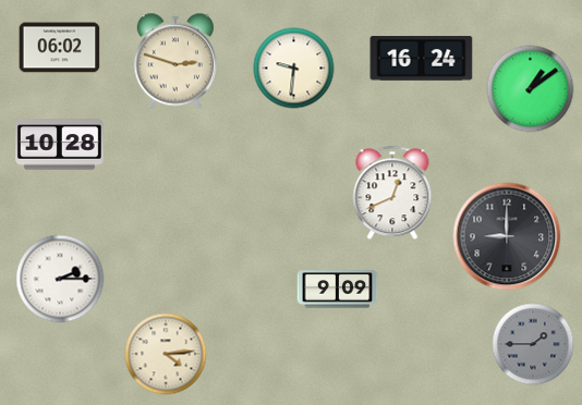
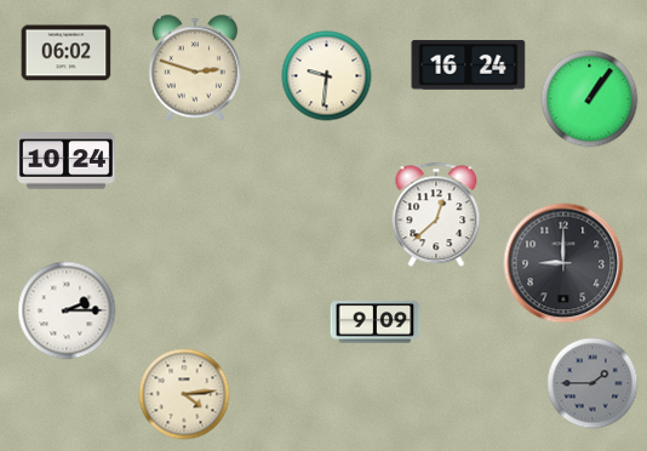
clock at (531, 89): 1:09 -> 1:06
clock at (60, 145): 10:28 -> 10:24
clock at (392, 193): 12:41 -> 12:38
